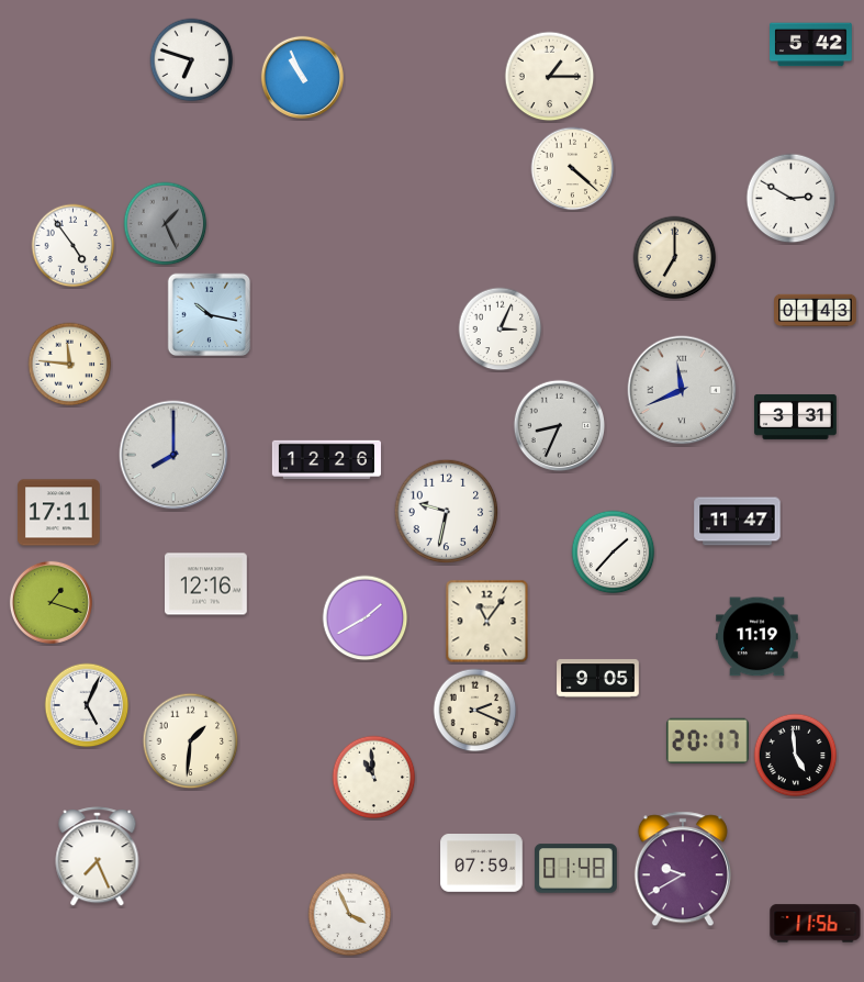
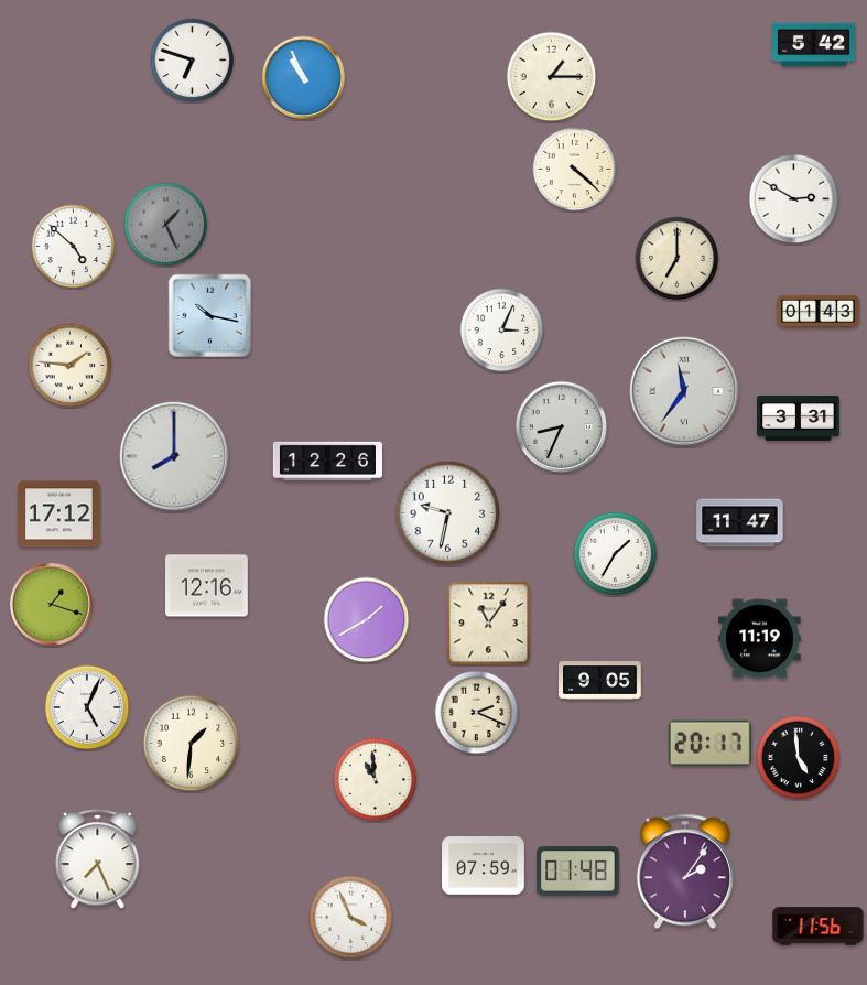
clock at (74, 246): 4:54 -> 4:52
clock at (70, 365): 11:46 -> 1:46
clock at (682, 390): 11:41 -> 11:36
clock at (59, 513): 17:11 -> 17:12
clock at (614, 553): 1:37 -> 1:35
clock at (683, 869): 9:40 -> 2:06
